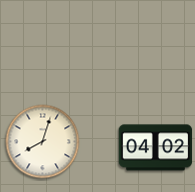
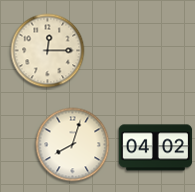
clock at (48, 51): none -> 12:15
clock at (43, 142) position: (43, 142) -> (73, 145)
